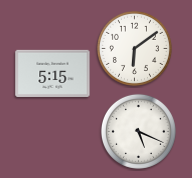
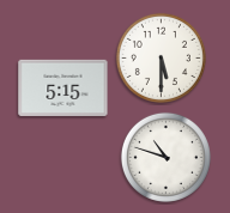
clock at (134, 48): 6:09 -> 5:30
clock at (138, 131): 5:19 -> 10:48
